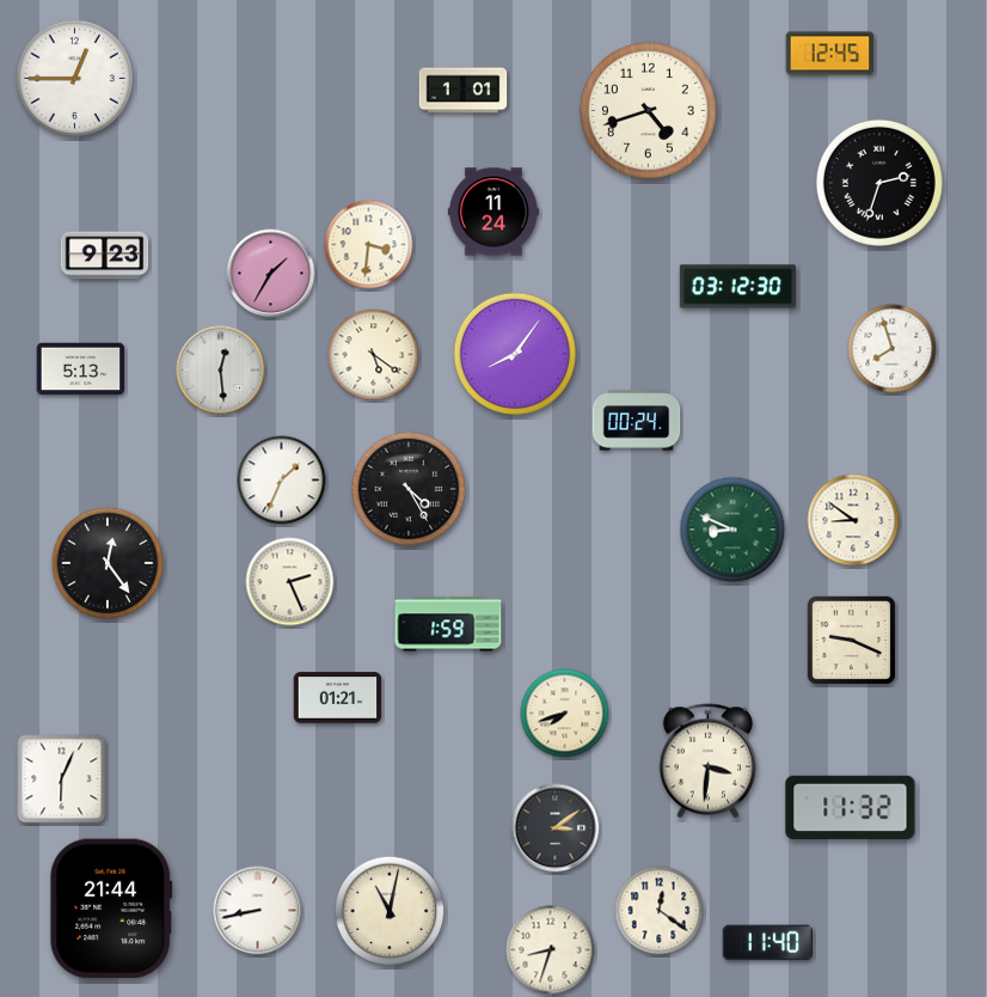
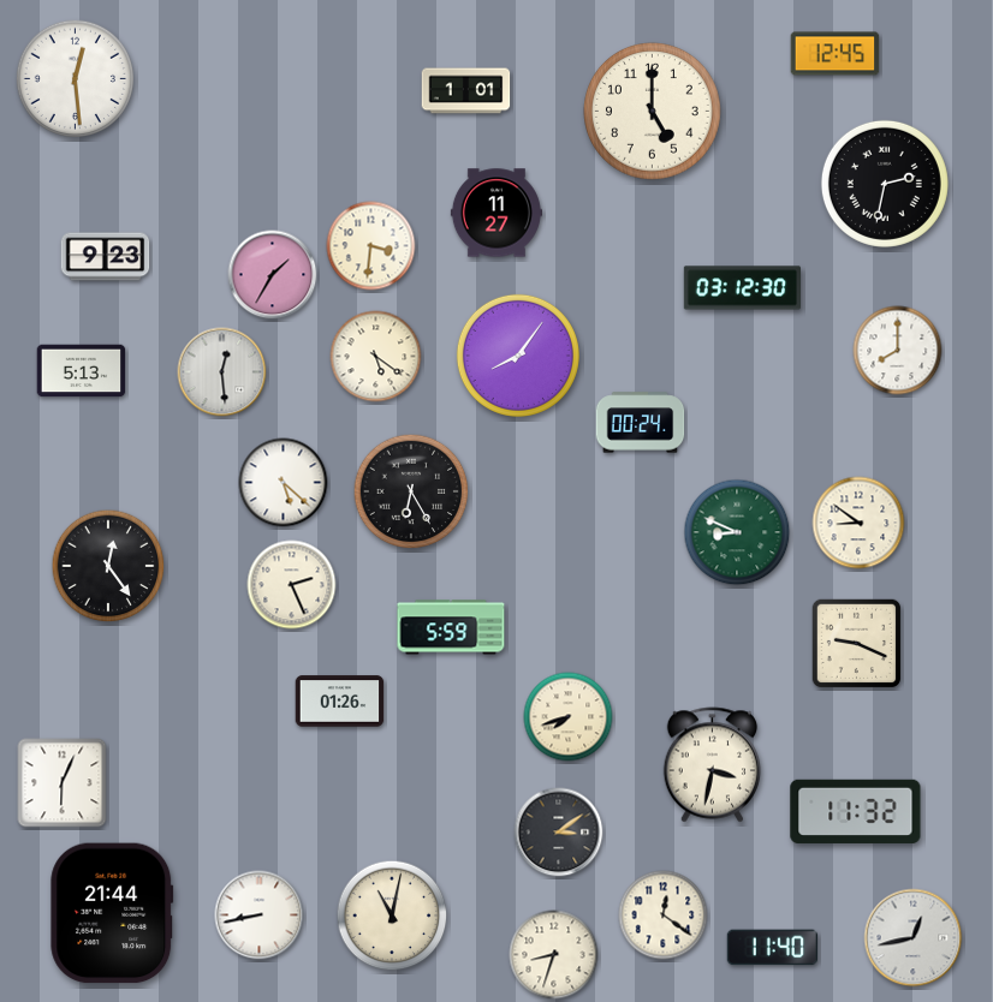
clock at (74, 78): 12:45 -> 12:29
clock at (649, 111): 4:42 -> 5:00
clock at (879, 183): 2:33 -> 2:32
clock at (493, 212): 11:24 -> 11:27
clock at (893, 349): 7:57 -> 8:00
clock at (282, 481): 1:34 -> 5:22
clock at (409, 489): 4:25 -> 6:25
clock at (448, 624): 1:59 -> 5:59
clock at (338, 698): 01:21 -> 01:26
clock at (709, 761): 3:31 -> 3:32
clock at (914, 938): none -> 12:43
